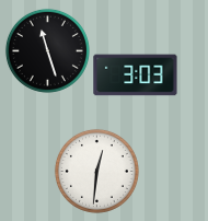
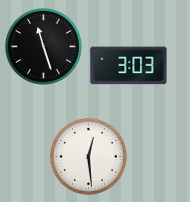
clock at (136, 75) position: (136, 75) -> (129, 66)
clock at (96, 171): 12:31 -> 12:29
